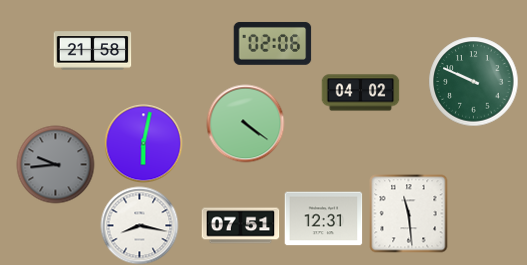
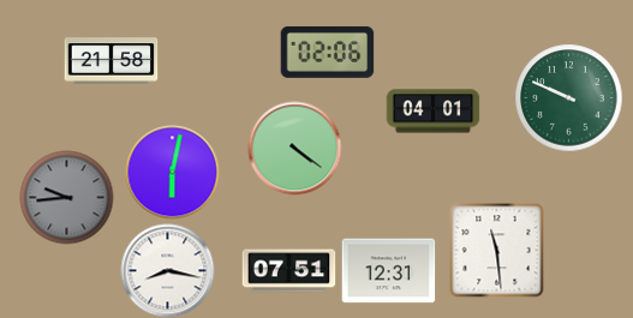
clock at (360, 93): 04:02 -> 04:01
clock at (408, 213) position: (408, 213) -> (496, 250)
clock at (323, 219) position: (323, 219) -> (388, 271)
